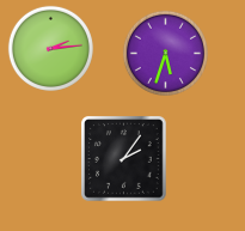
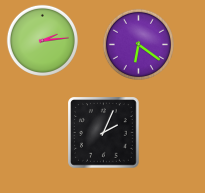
clock at (165, 53): 5:33 -> 6:21
clock at (124, 159): 2:06 -> 2:04
